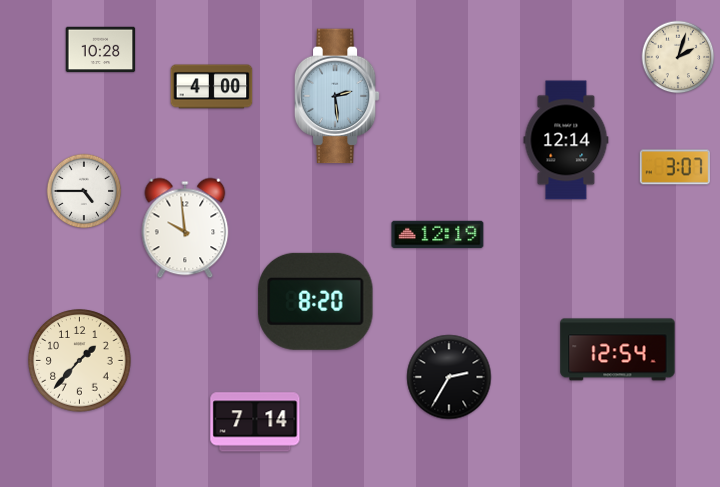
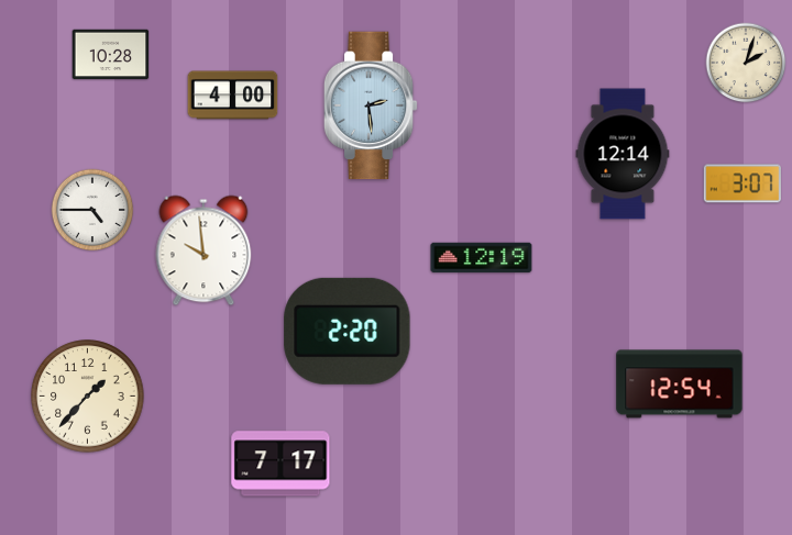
clock at (316, 301): 8:20 -> 2:20
clock at (449, 377): 2:35 -> none
clock at (255, 422): 7:14 -> 7:17
